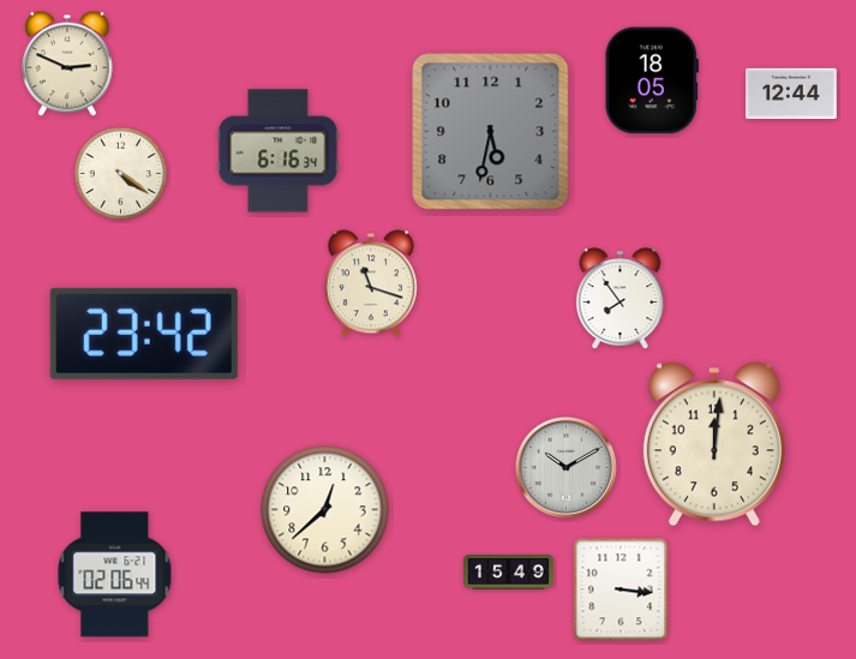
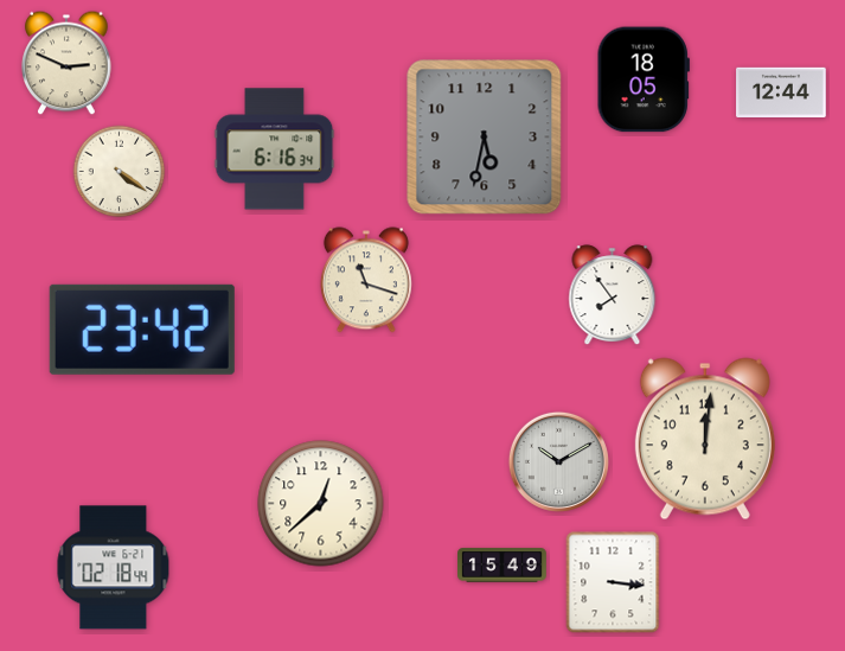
clock at (491, 132) position: (491, 132) -> (485, 138)
clock at (115, 575): 02:06 -> 02:18
